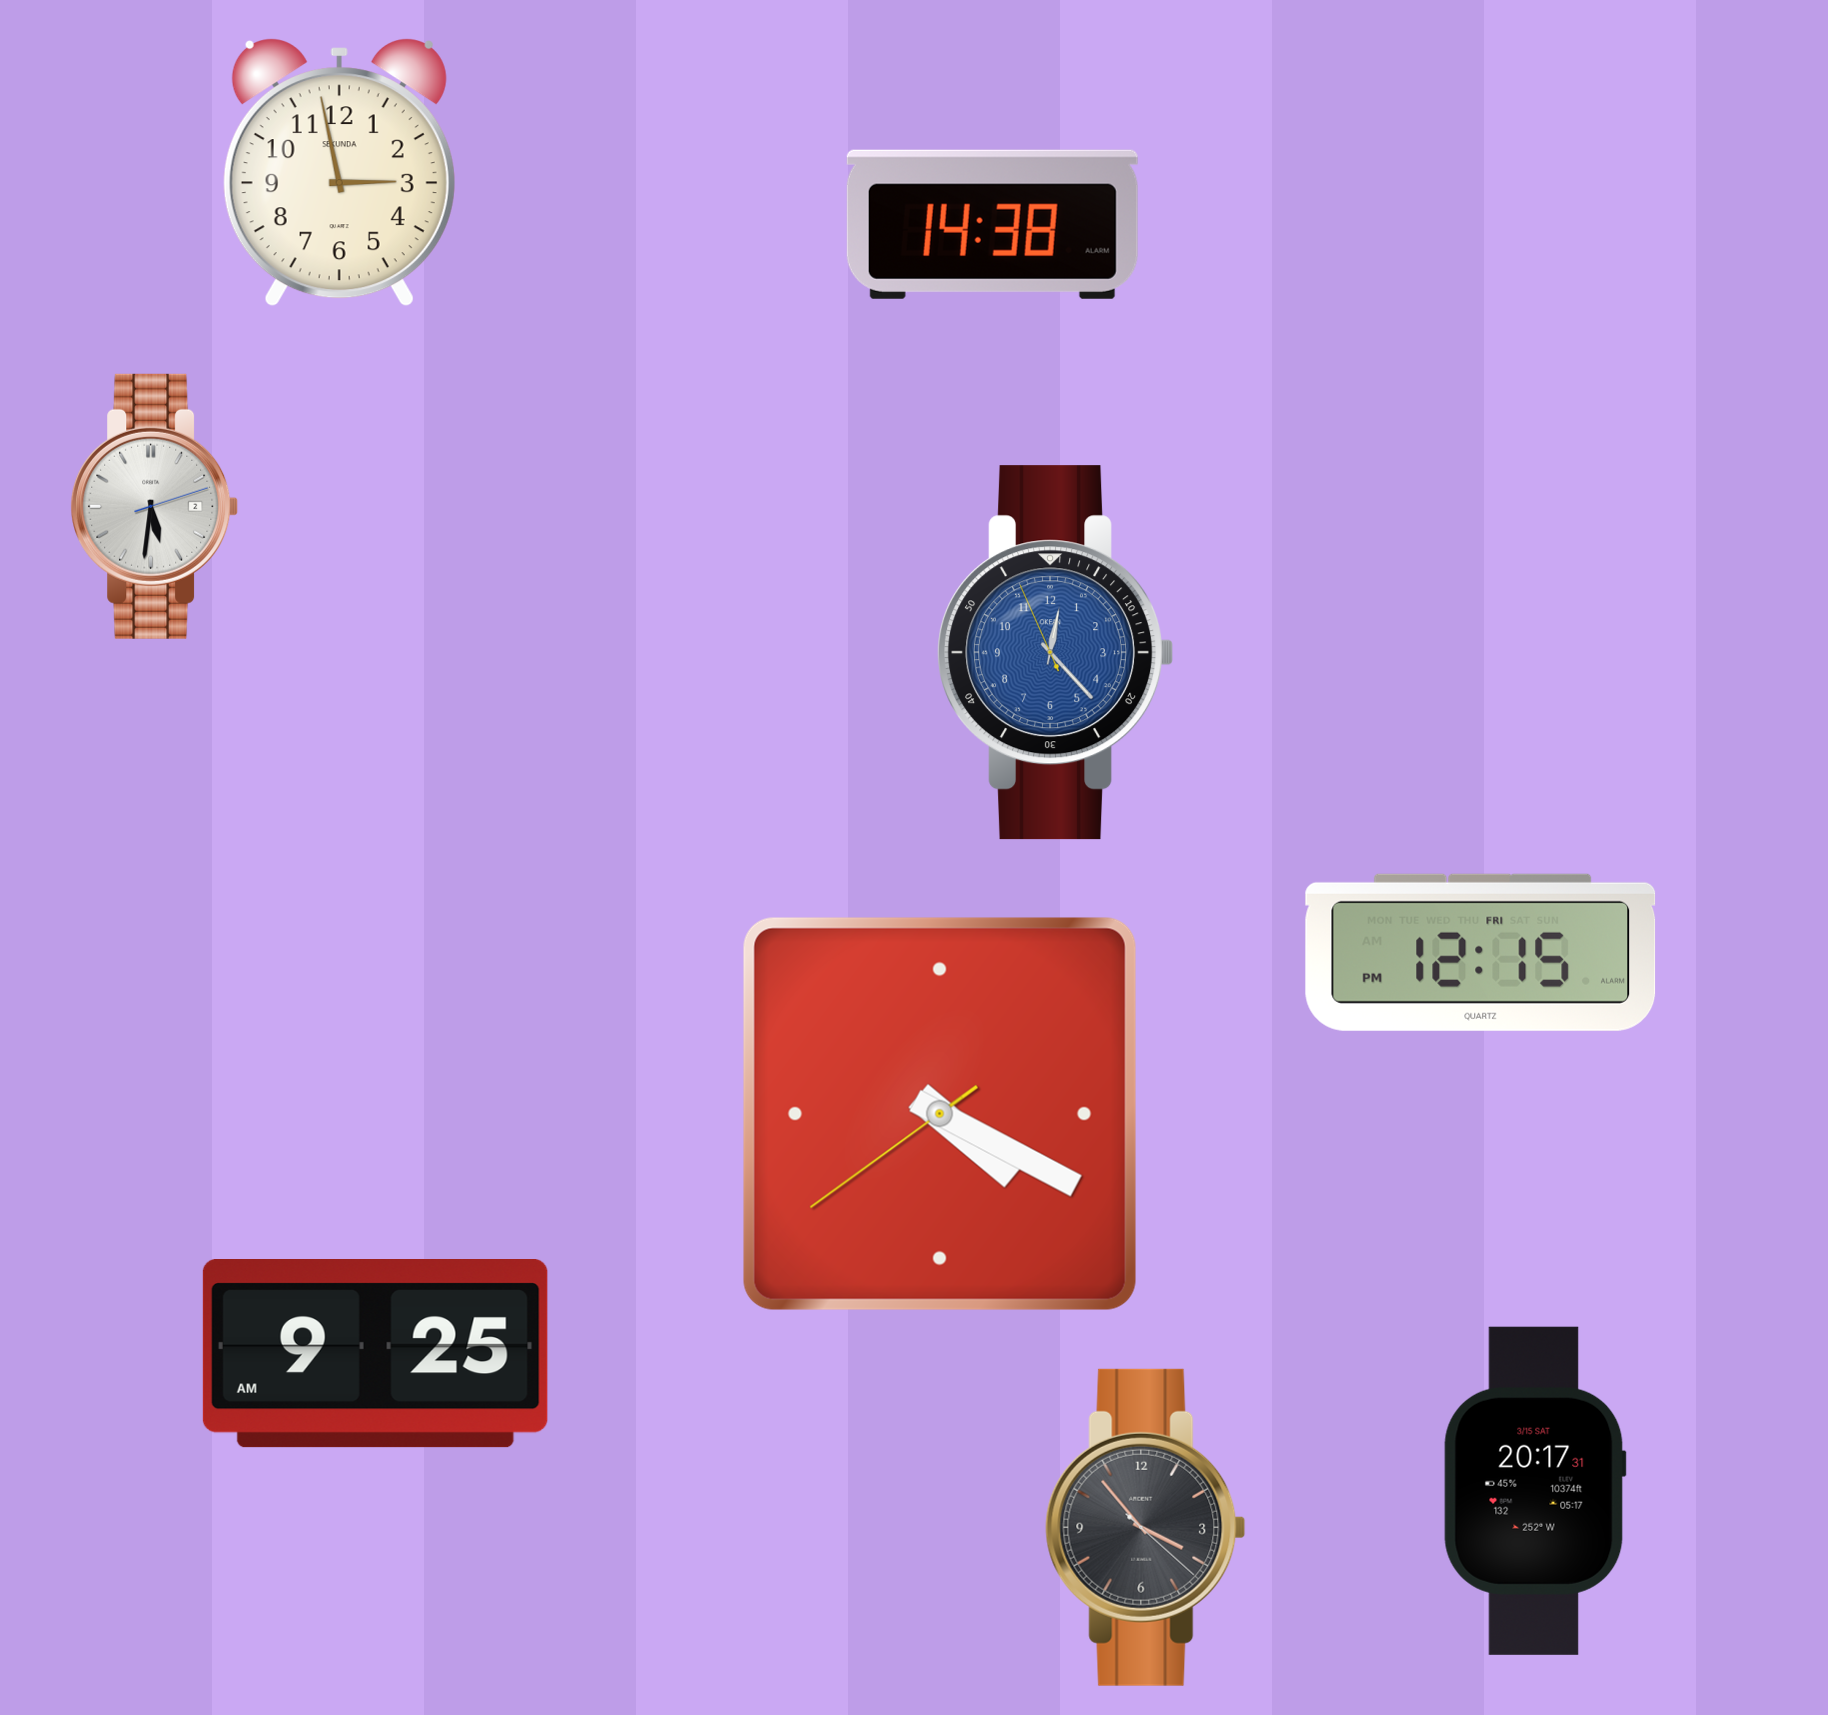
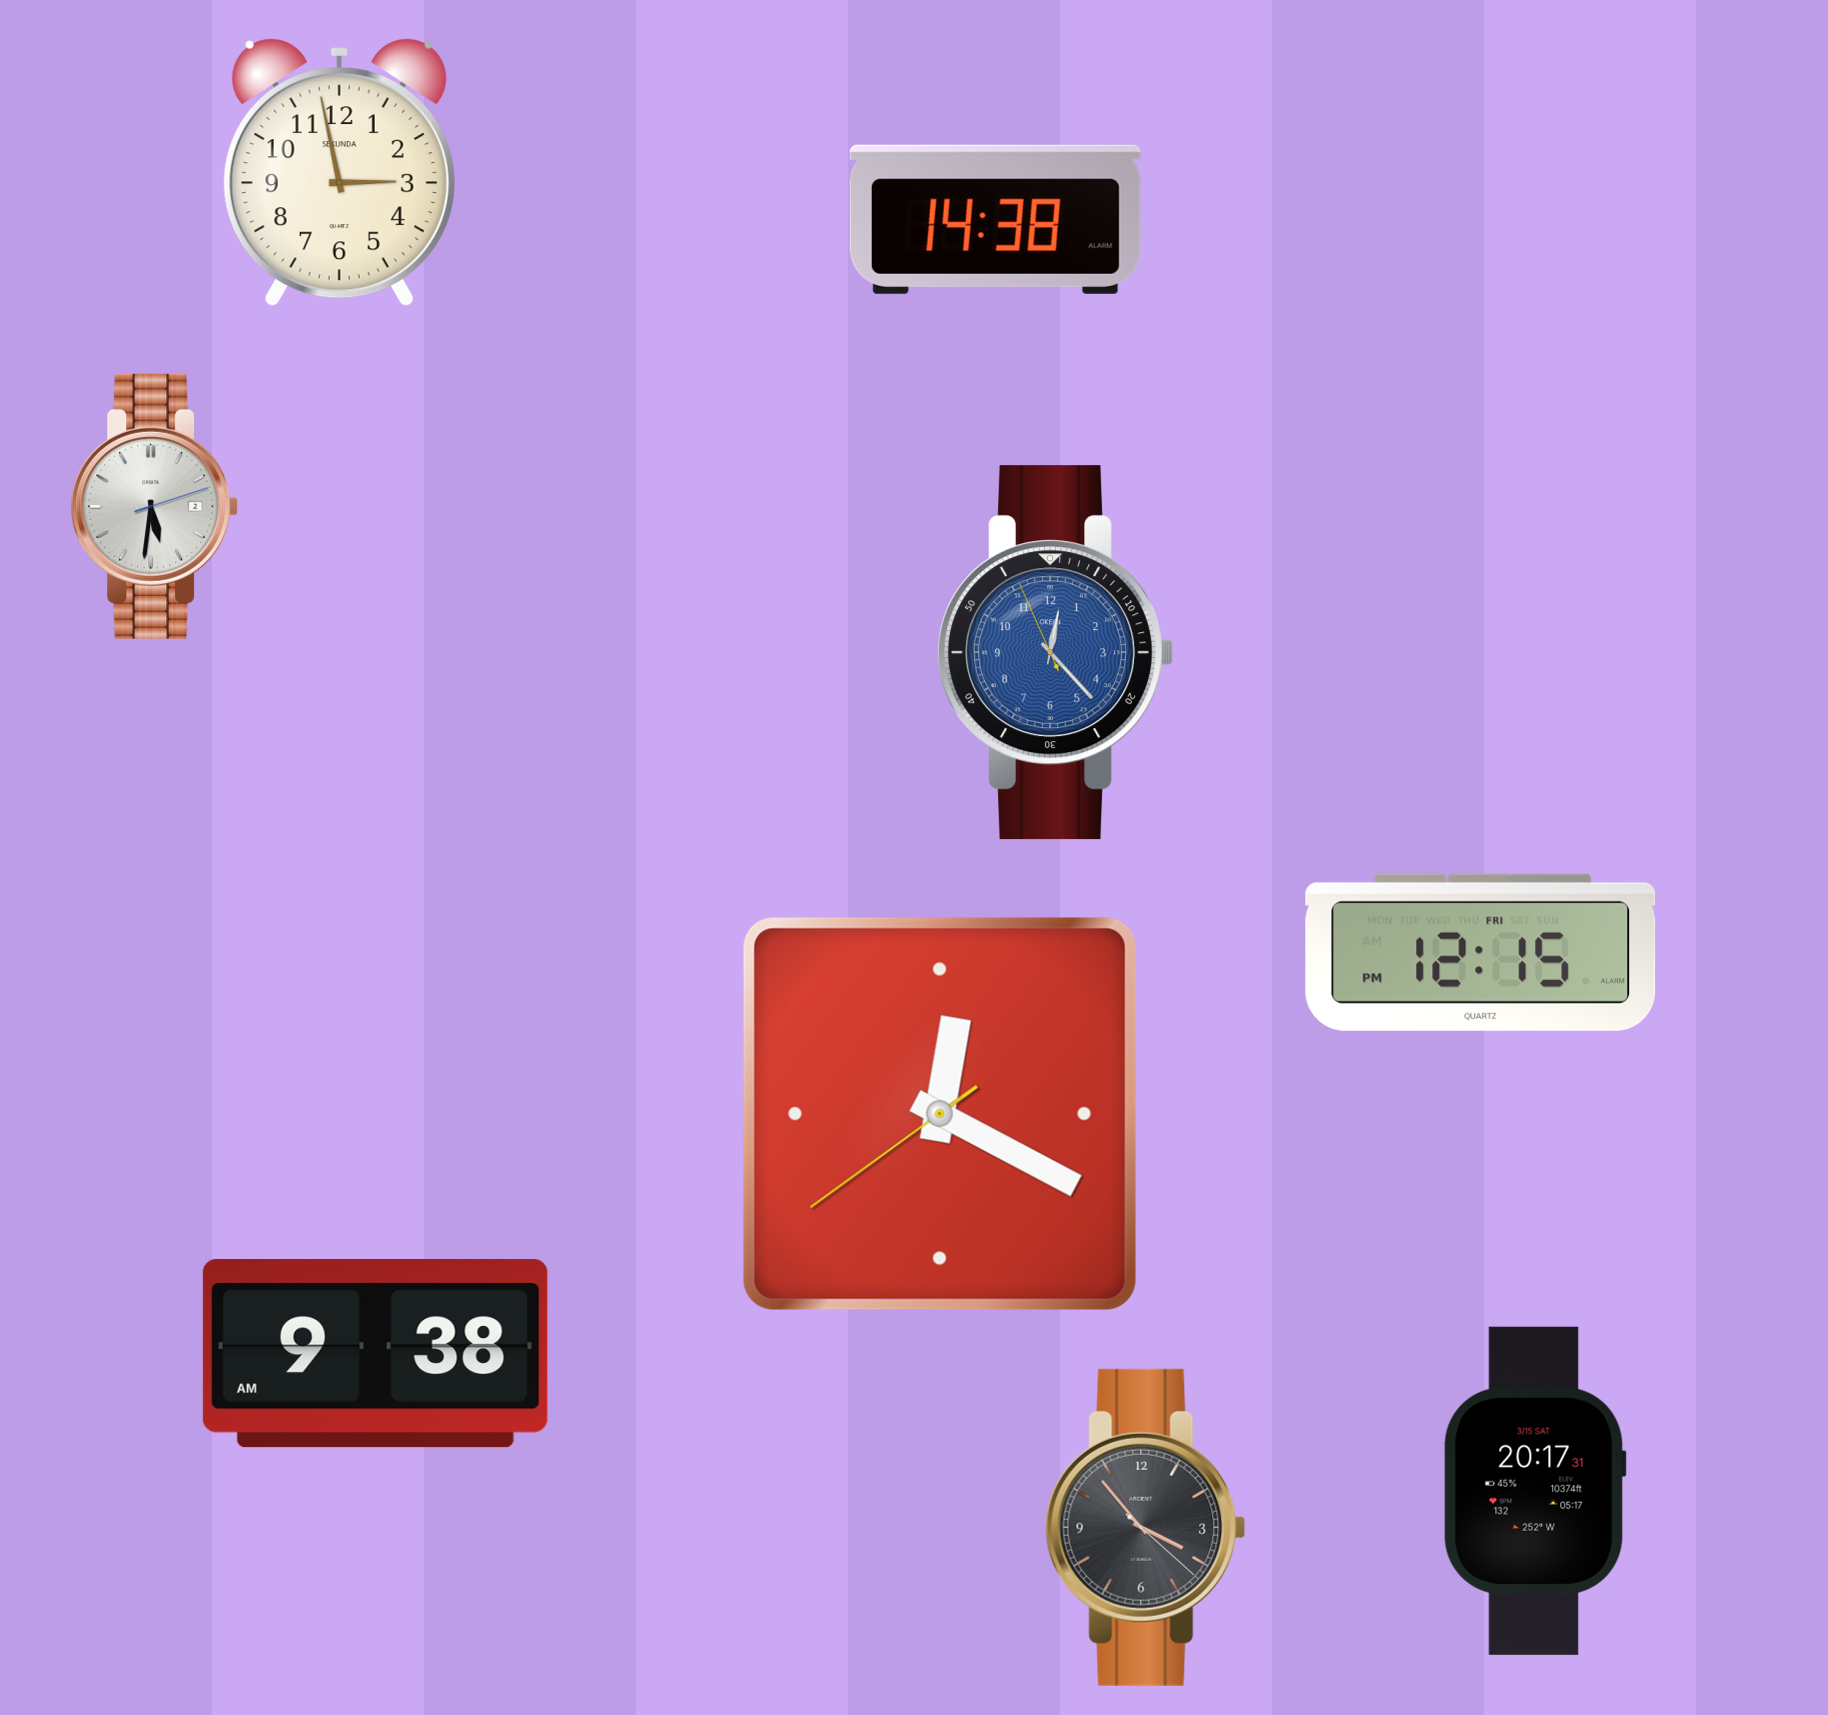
clock at (992, 224) position: (992, 224) -> (995, 219)
clock at (940, 1114): 4:19 -> 12:19
clock at (375, 1354): 9:25 -> 9:38
